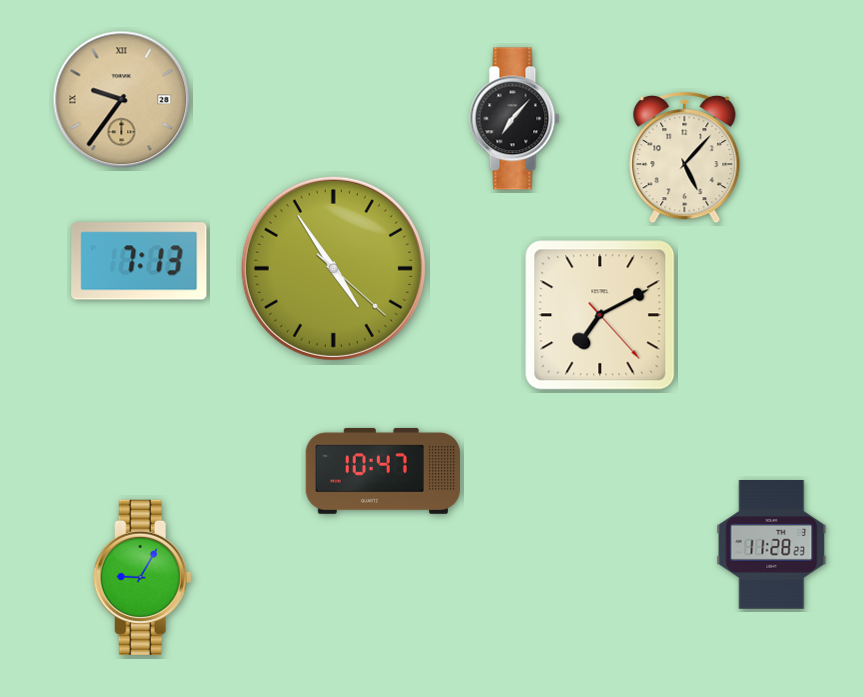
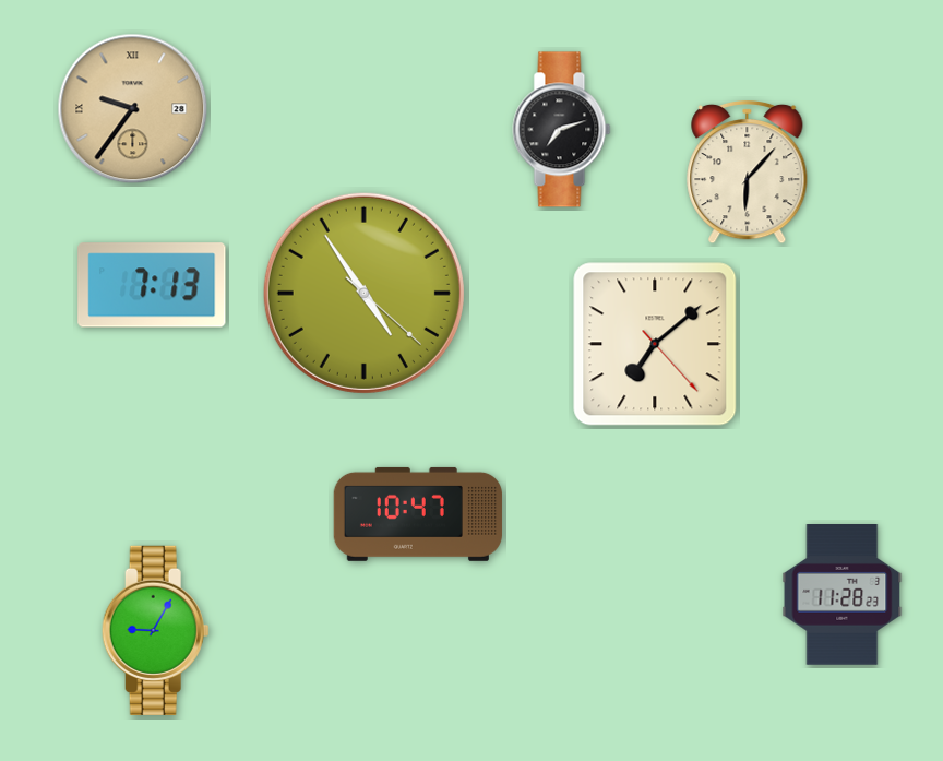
clock at (515, 119): 7:07 -> 7:12
clock at (685, 158): 5:07 -> 6:07
clock at (600, 315): 7:10 -> 7:08
